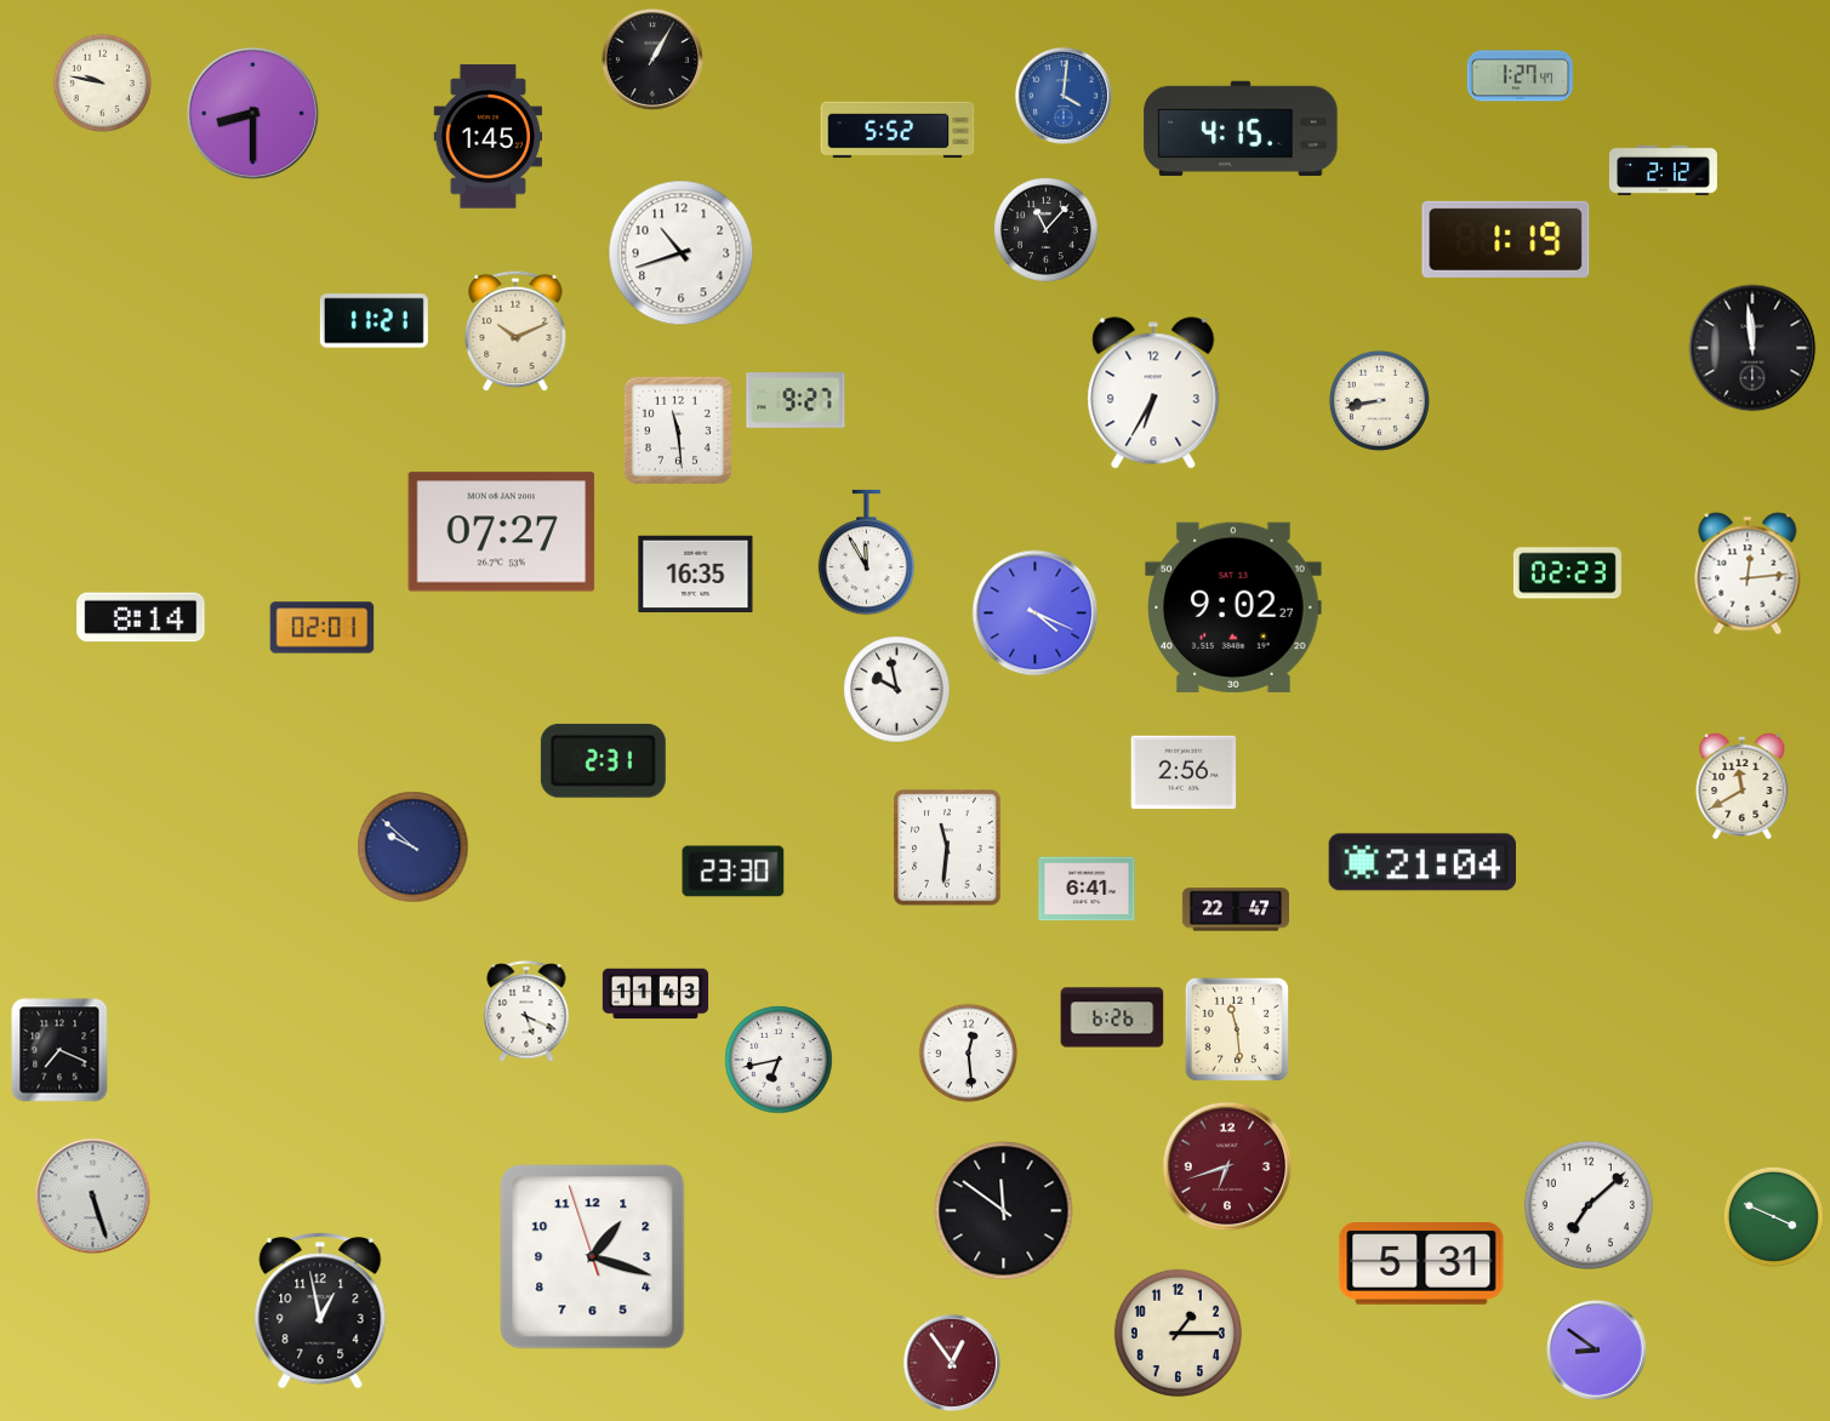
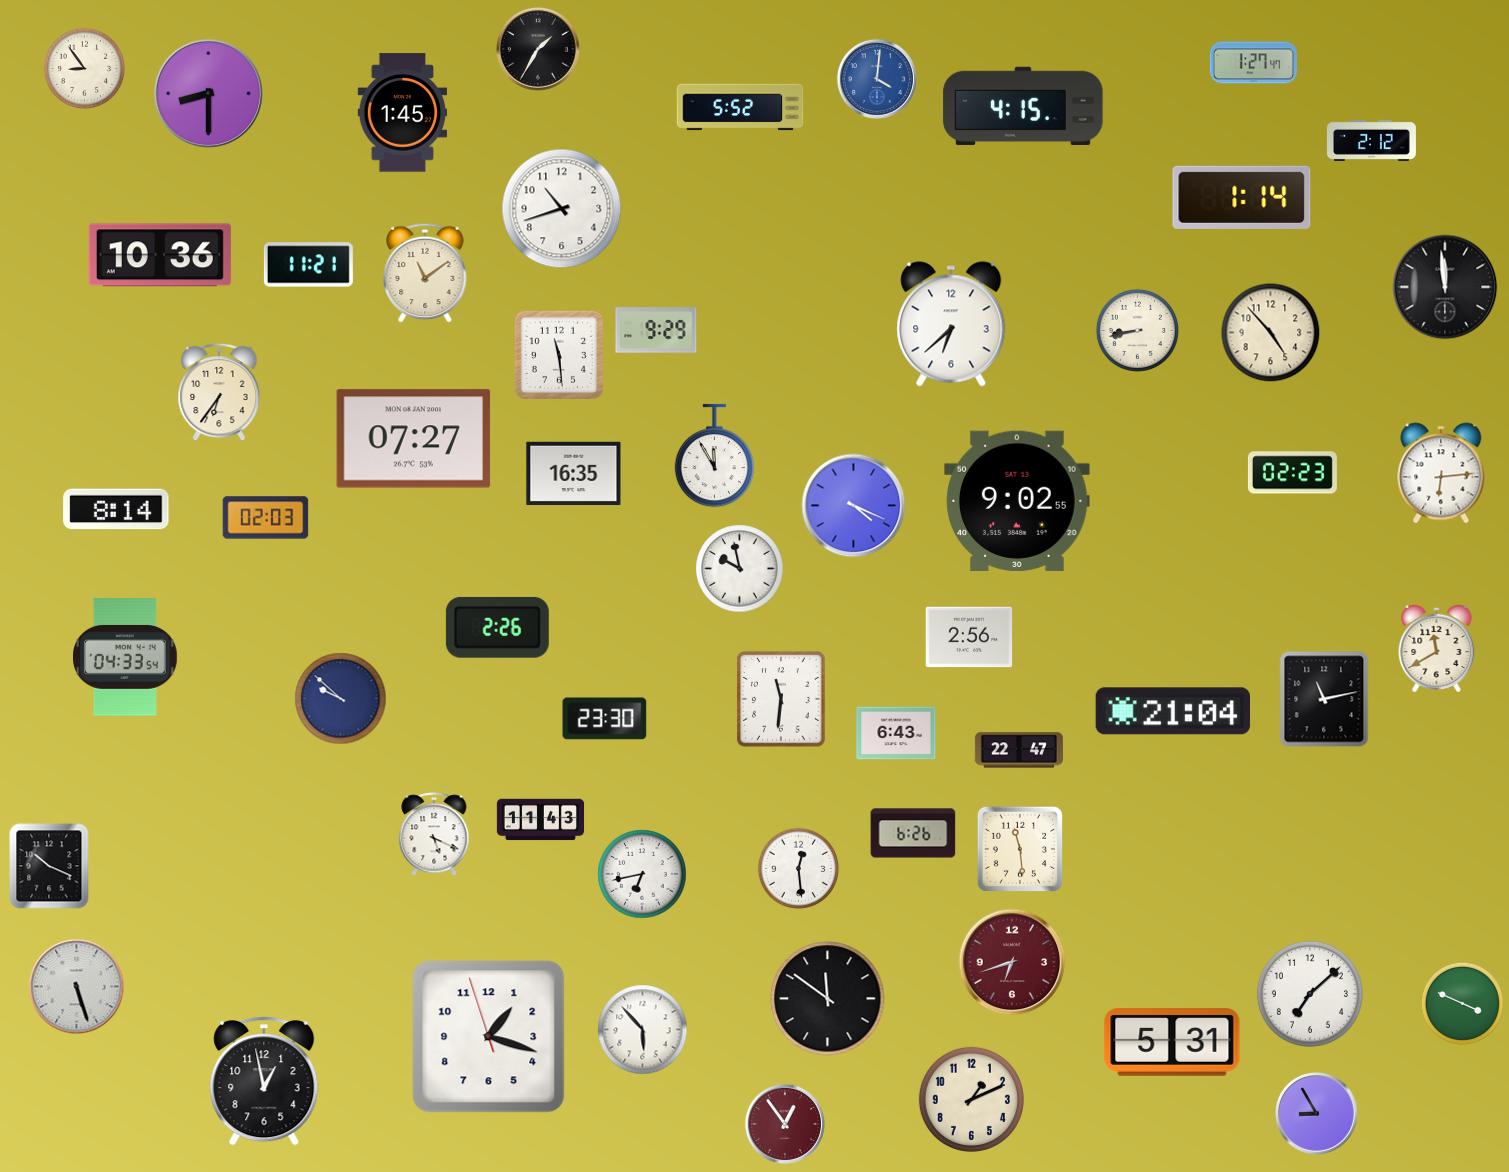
clock at (652, 59): 1:05 -> 1:35
clock at (103, 84): 9:47 -> 8:54
clock at (1047, 230): 11:07 -> none
clock at (1506, 239): 1:19 -> 1:14
clock at (160, 255): none -> 10:36
clock at (515, 331): 10:11 -> 11:09
clock at (1153, 393): 6:35 -> 6:38
clock at (796, 400): 9:27 -> 9:29
clock at (1271, 333): none -> 4:53
clock at (219, 392): none -> 6:36
clock at (1748, 573): 12:14 -> 6:14
clock at (1233, 607): 9:02:27 -> 9:02:55
clock at (323, 628): 02:01 -> 02:03
clock at (603, 760): 2:31 -> 2:26
clock at (1184, 772) position: (1184, 772) -> (969, 637)
clock at (126, 657): none -> 04:33
clock at (1324, 699): none -> 11:13
clock at (1087, 889): 6:41 -> 6:43
clock at (1112, 1017) position: (1112, 1017) -> (913, 833)
clock at (59, 1050): 7:19 -> 10:19
clock at (643, 1030): none -> 5:53
clock at (1178, 1332): 1:15 -> 1:11
clock at (1596, 1349): 8:51 -> 8:55
